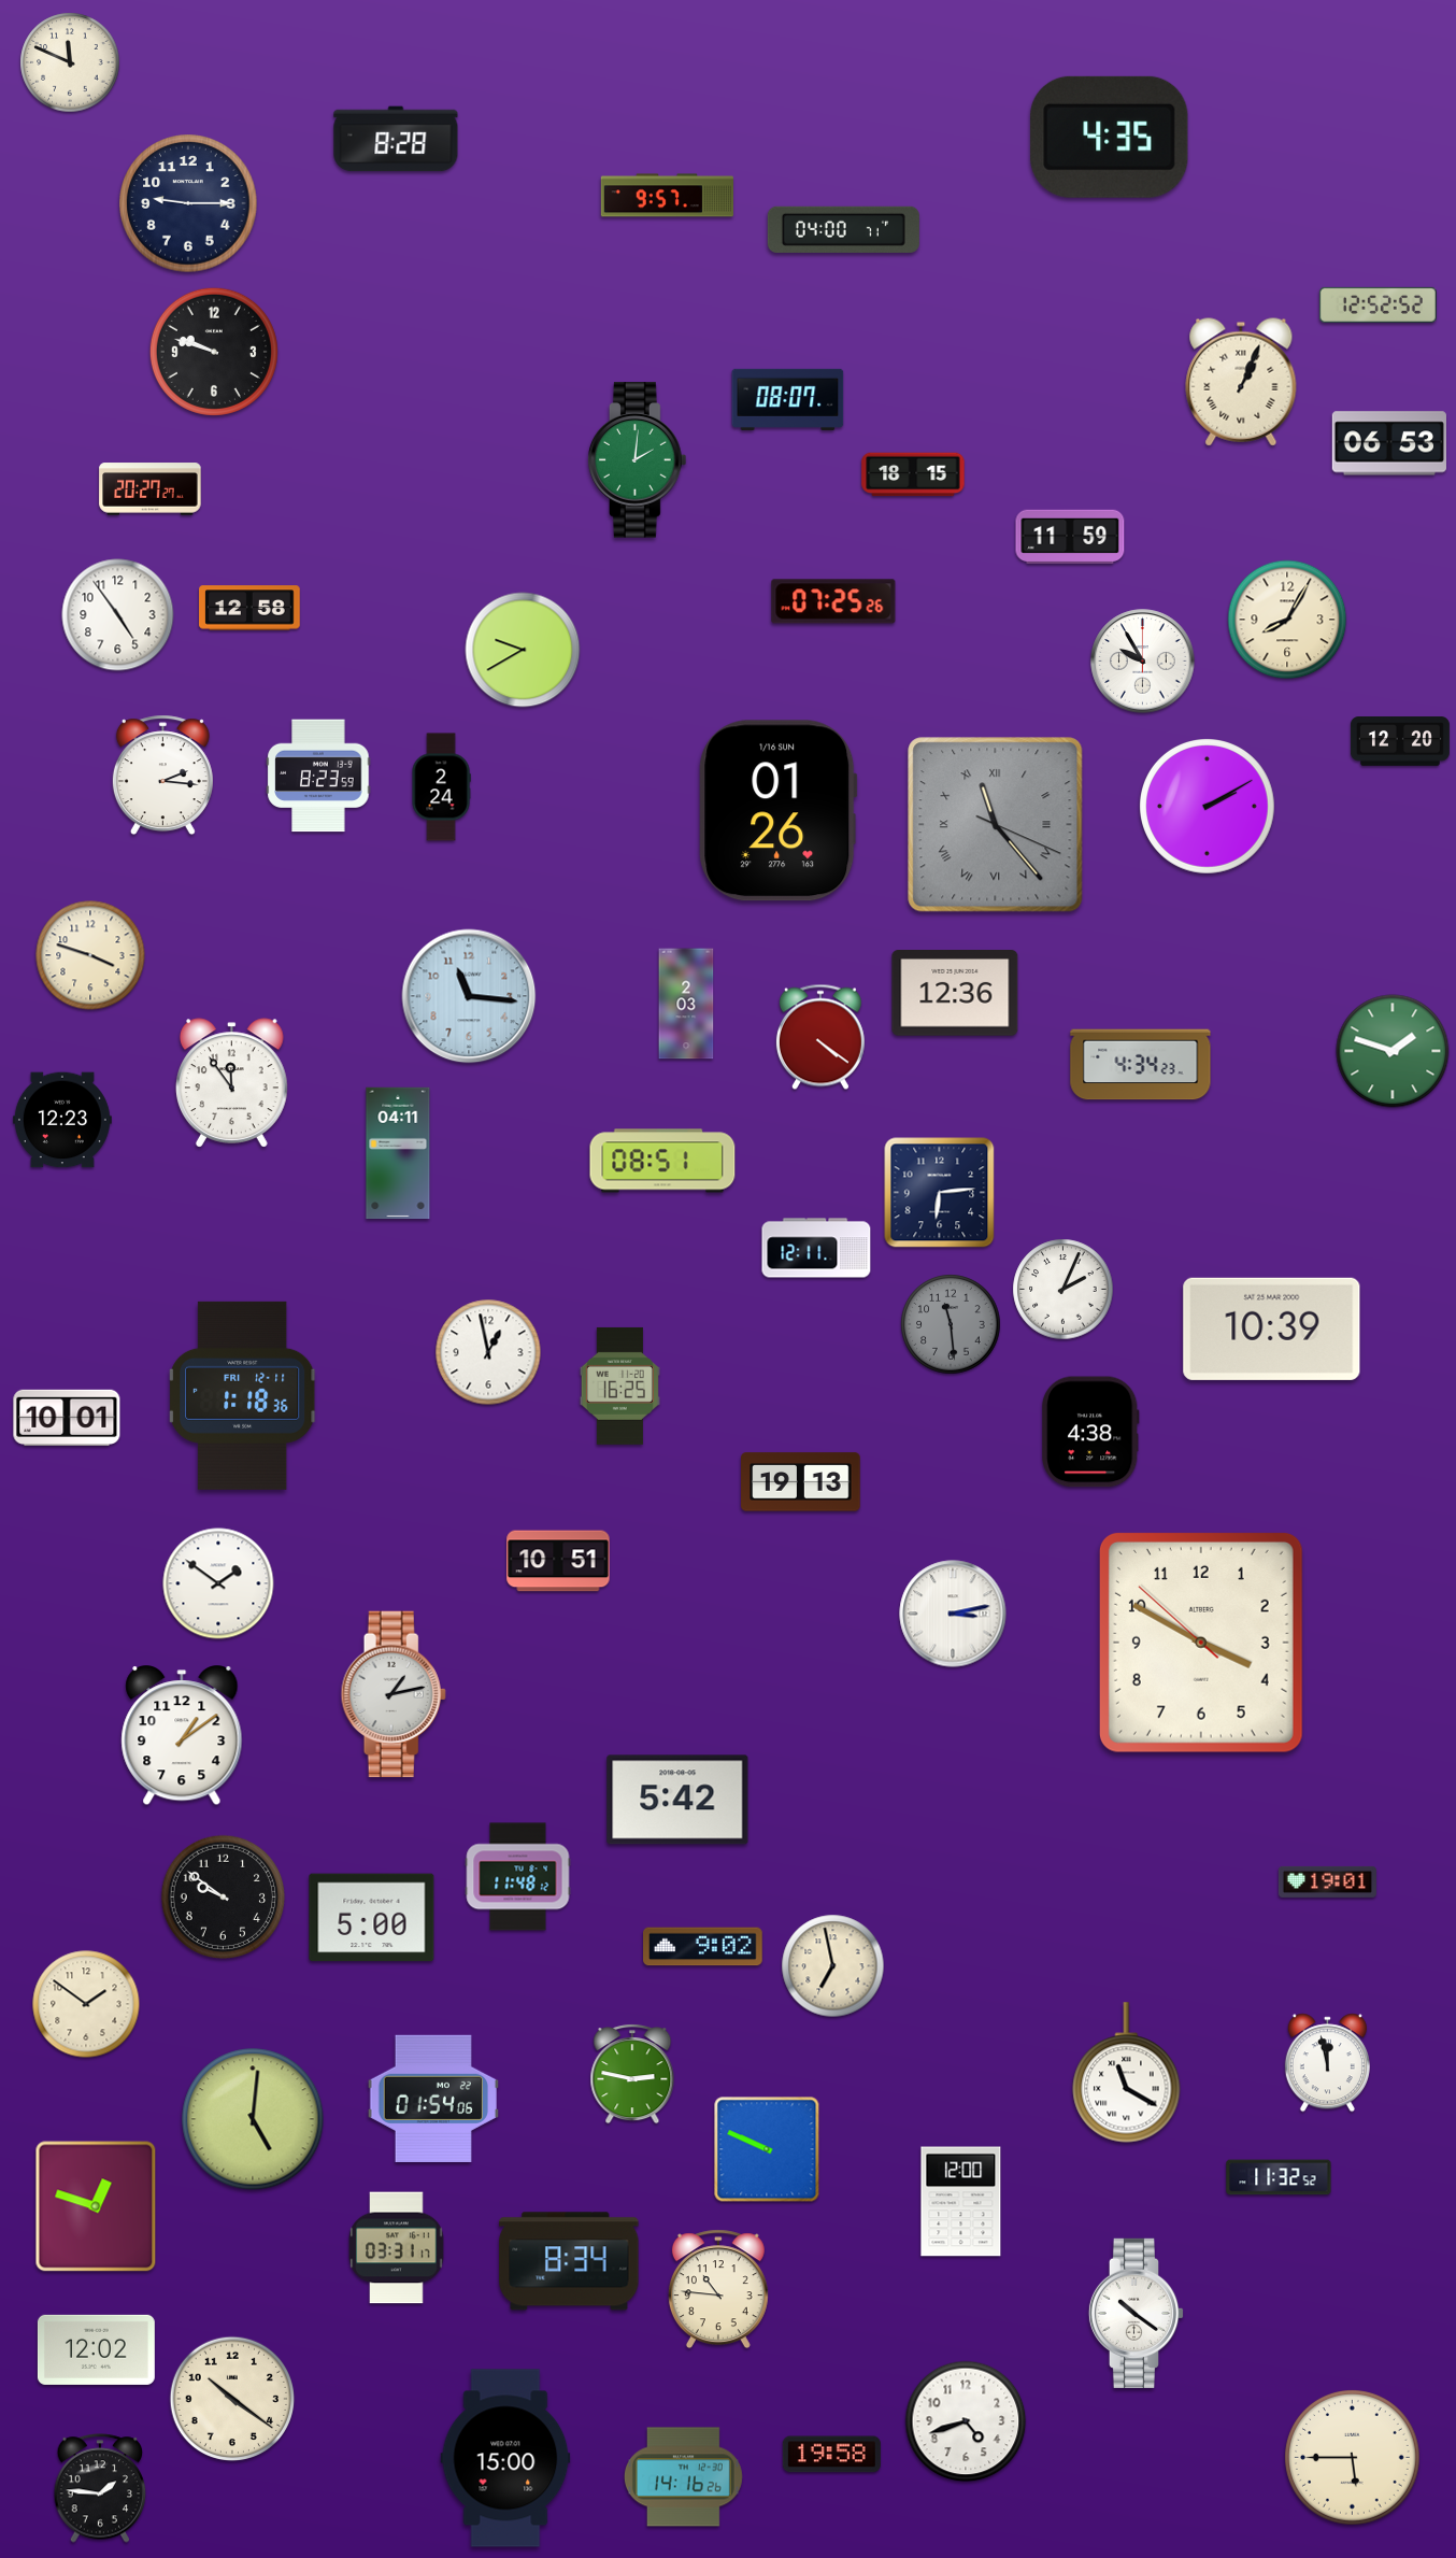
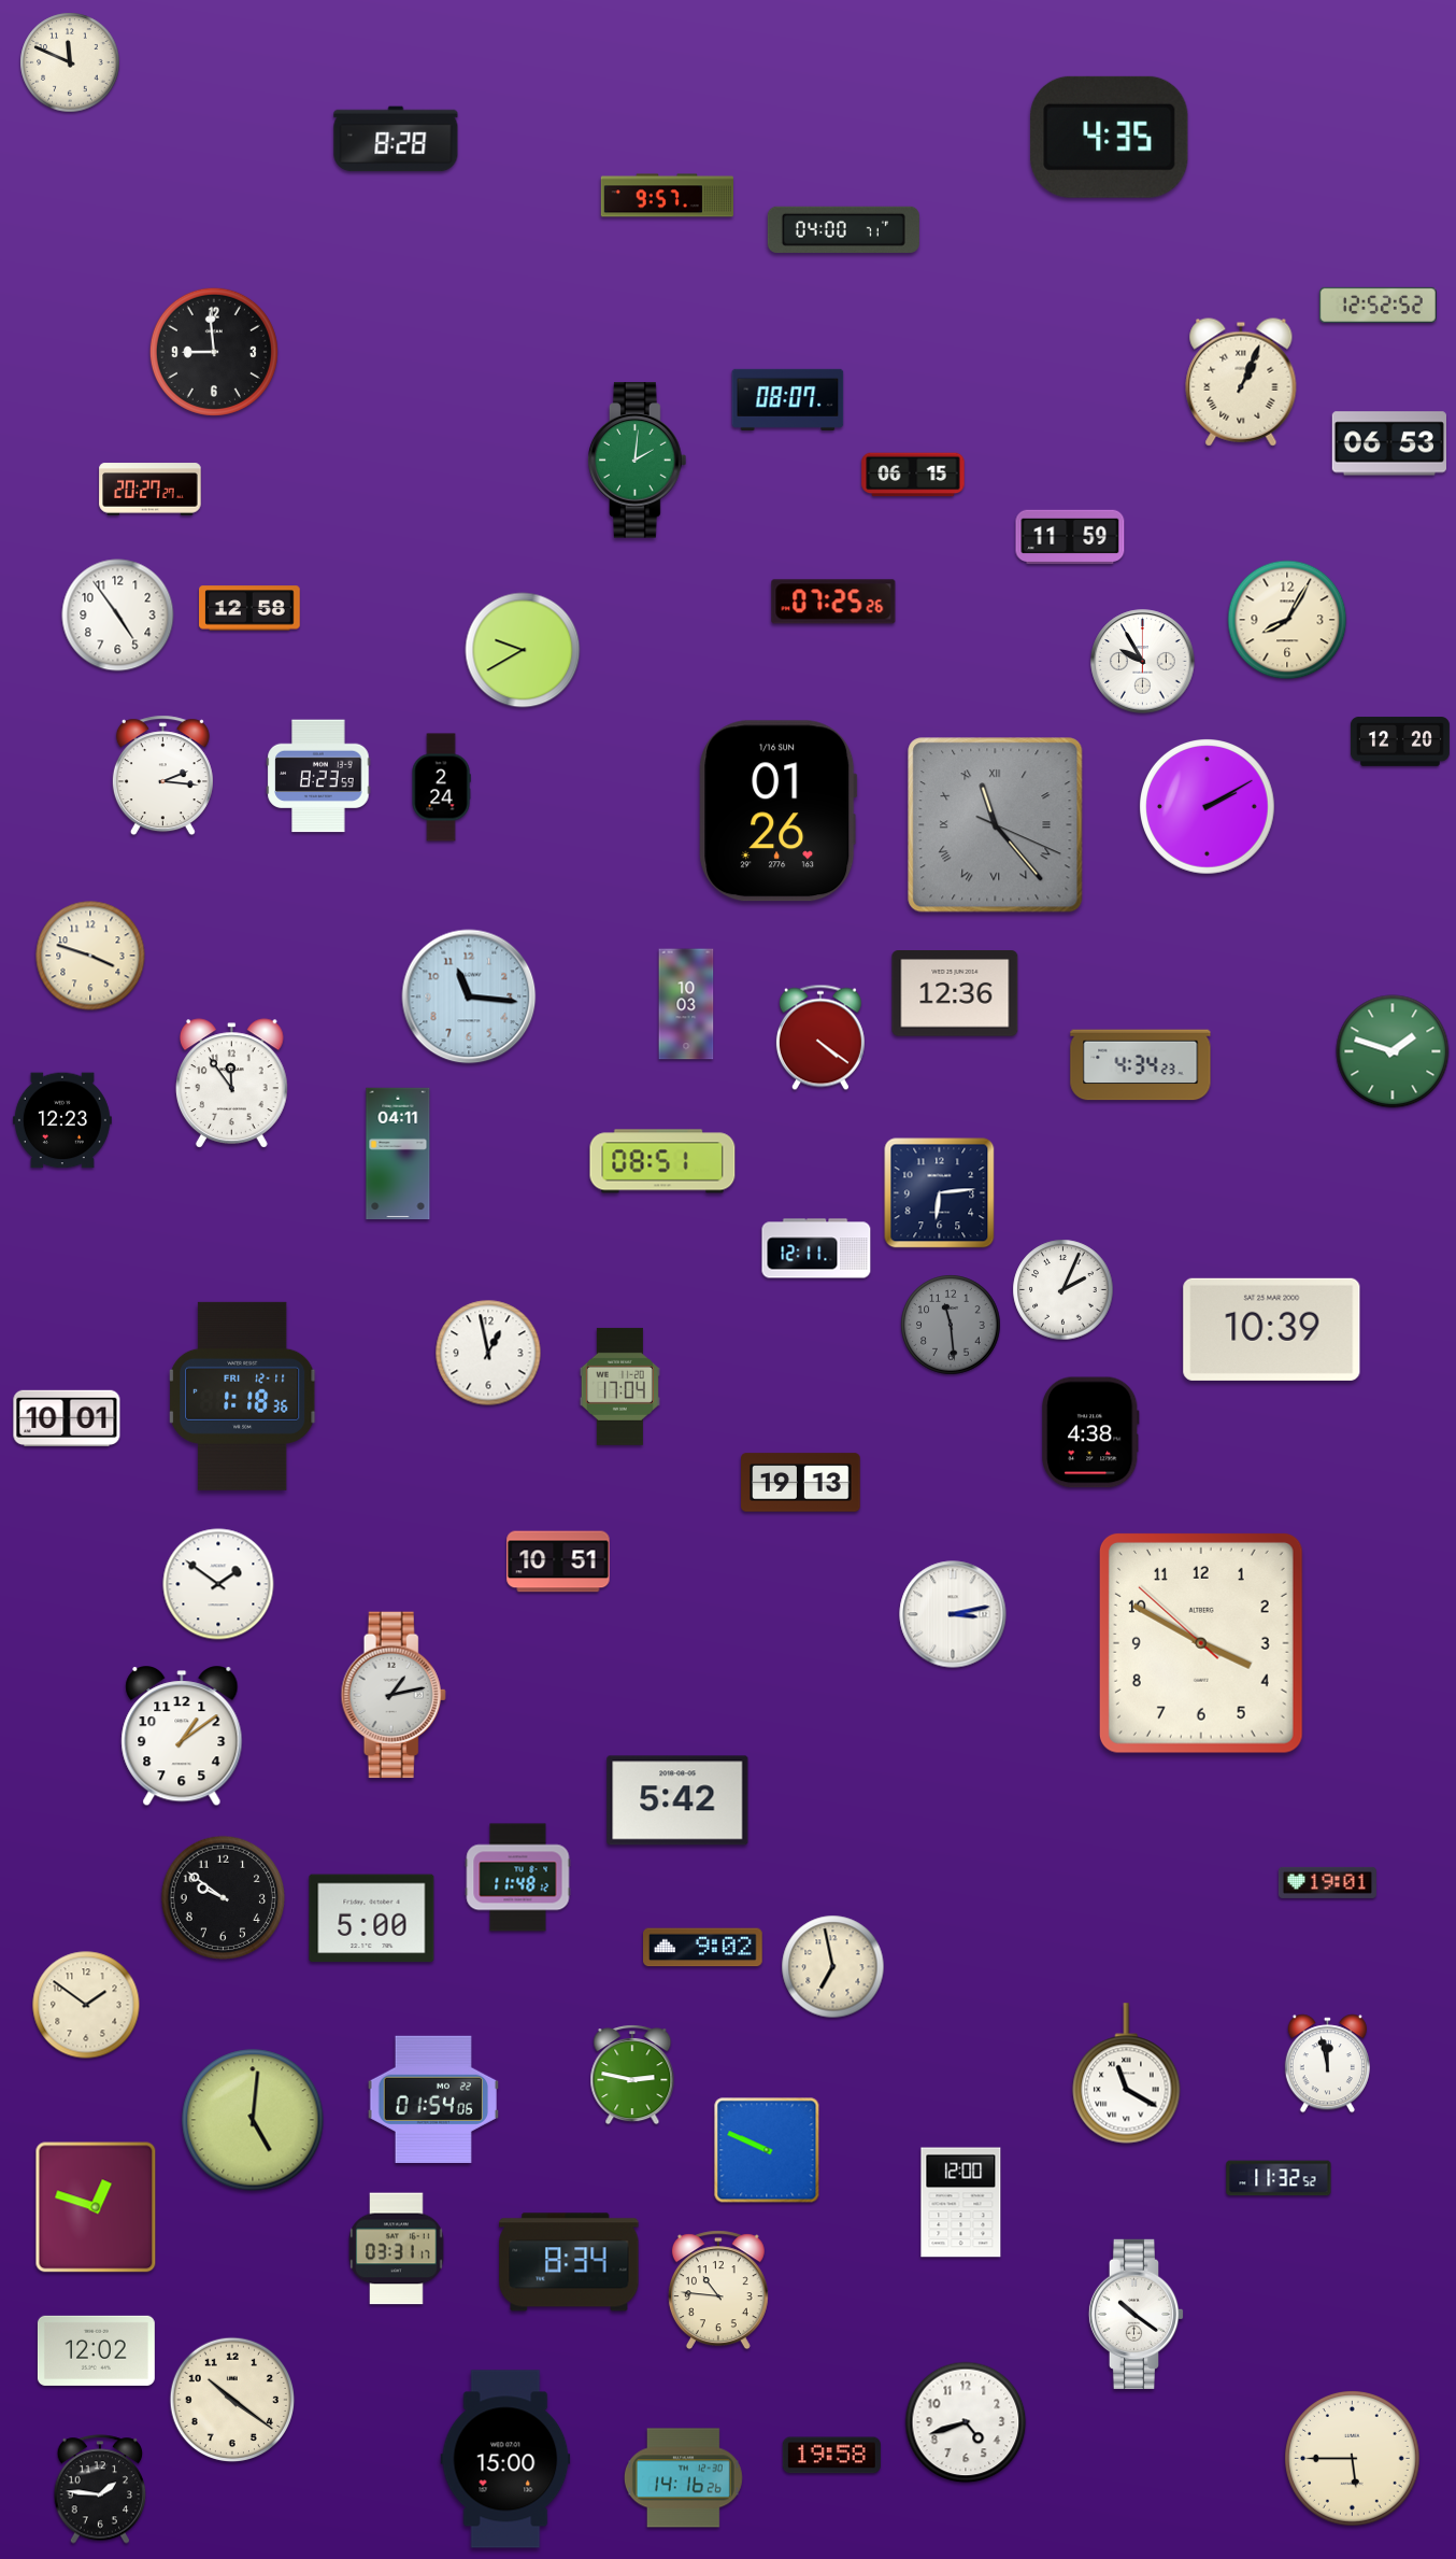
clock at (188, 203): 9:15 -> none
clock at (214, 352): 9:48 -> 8:59
clock at (913, 474): 18:15 -> 06:15
clock at (686, 1004): 2:03 -> 10:03
clock at (619, 1385): 16:25 -> 17:04
